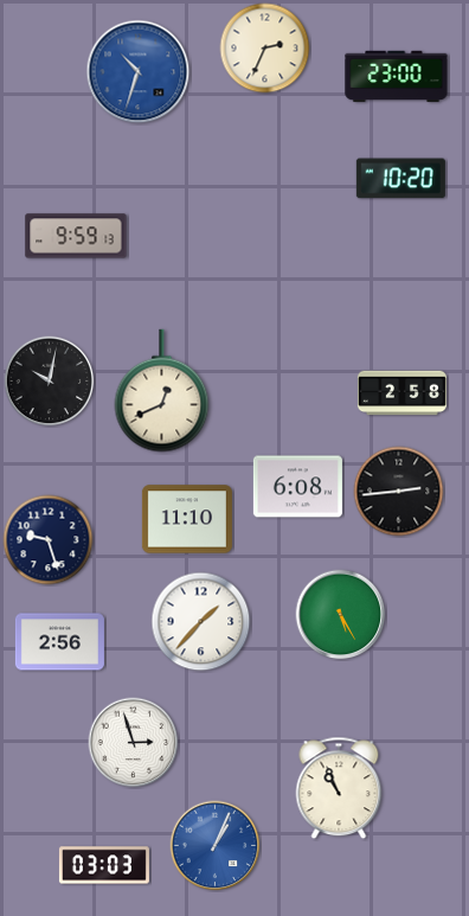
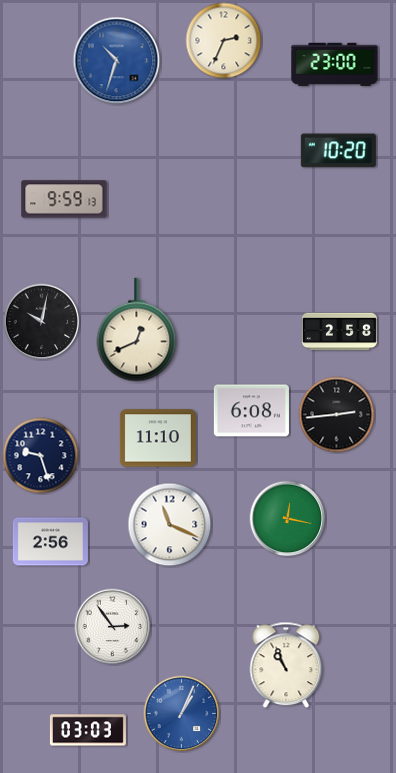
clock at (341, 615): 5:25 -> 12:17
clock at (201, 622): 1:37 -> 11:19
clock at (134, 743): 2:57 -> 2:54
